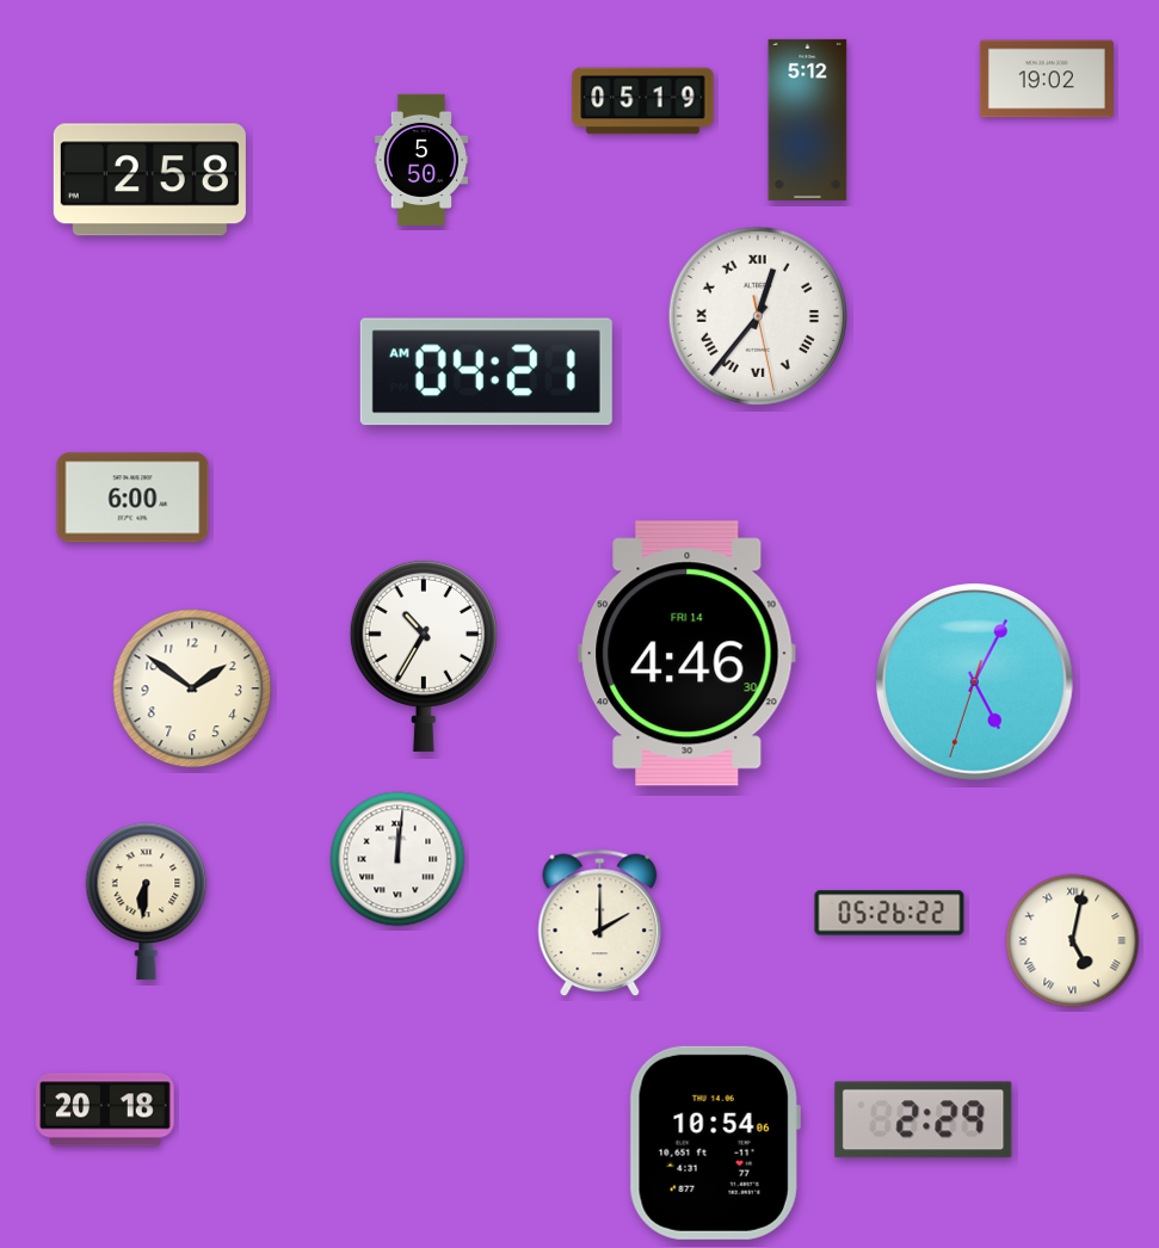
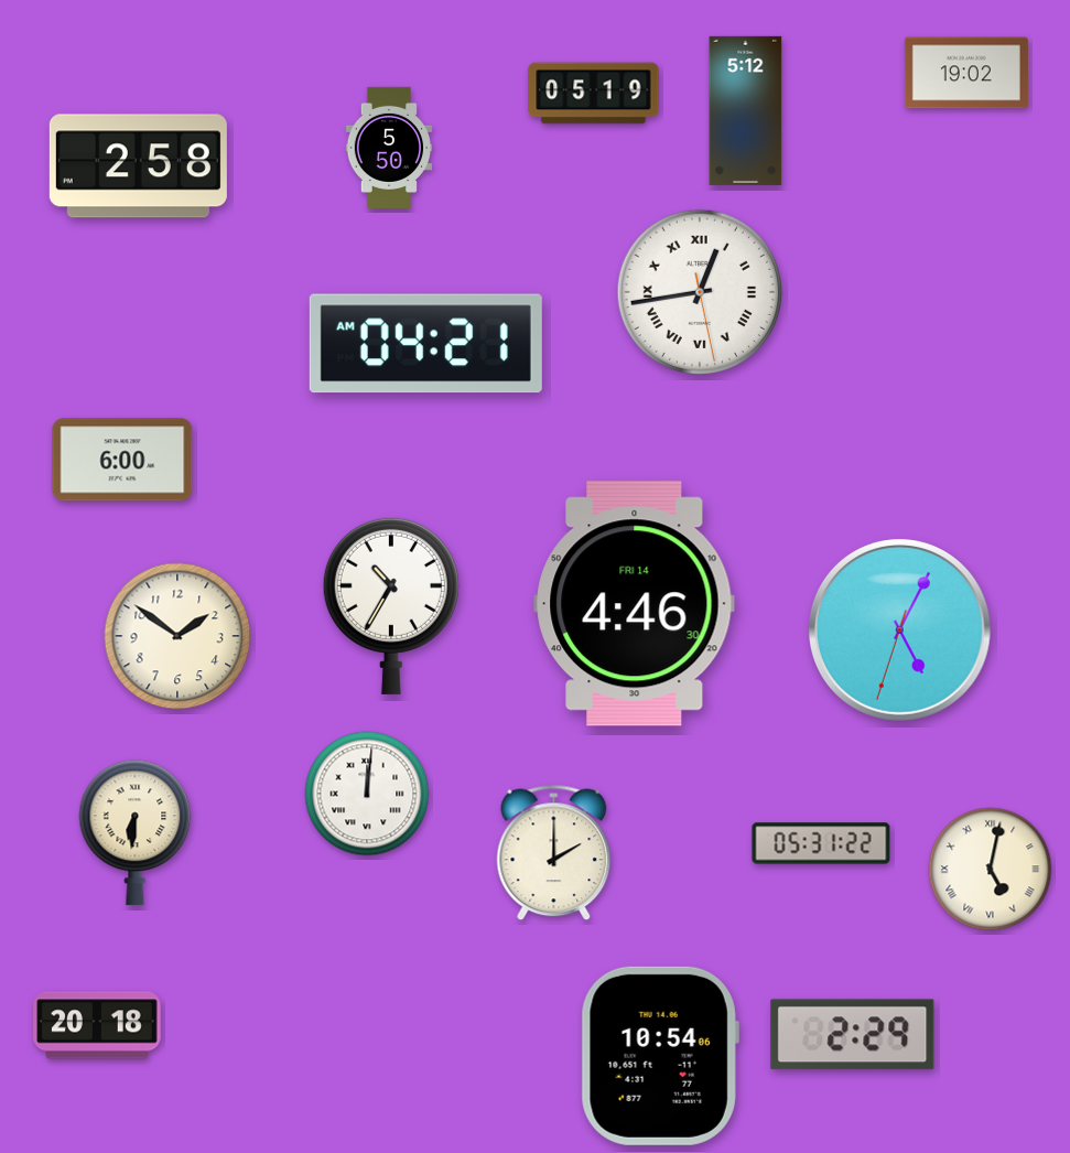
clock at (758, 316): 12:36 -> 12:43
clock at (486, 372) position: (486, 372) -> (425, 344)
clock at (889, 913): 05:26 -> 05:31
